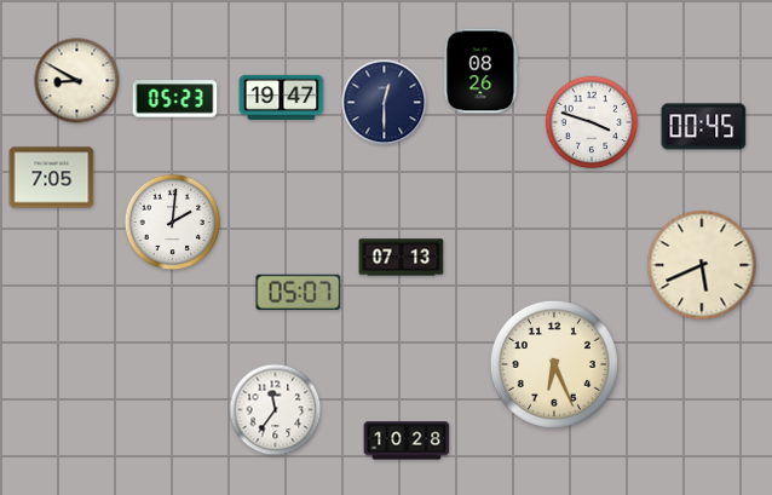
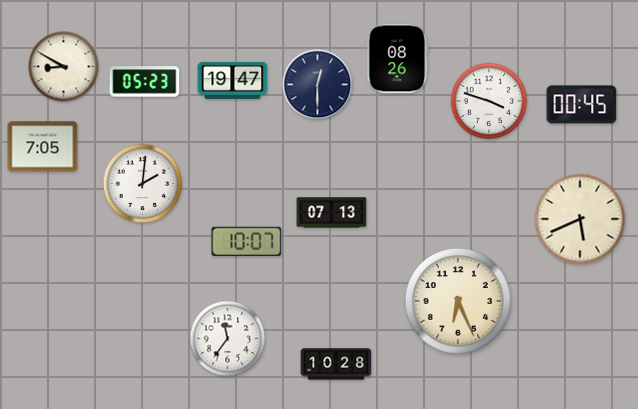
clock at (299, 292): 05:07 -> 10:07
